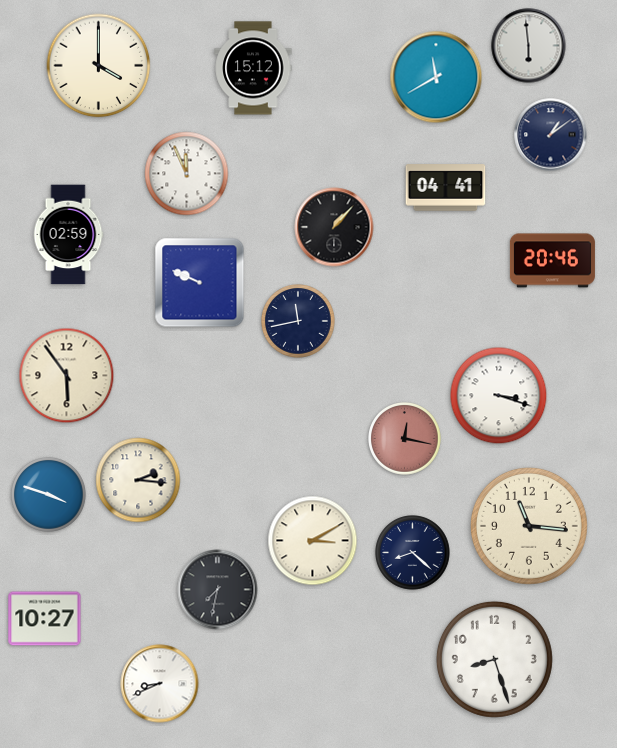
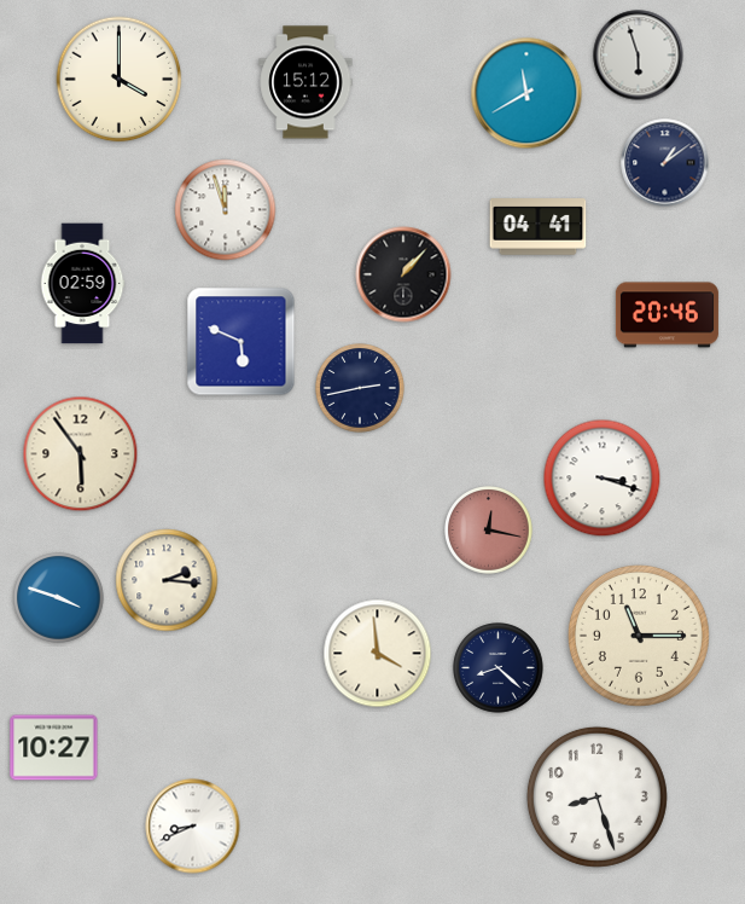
clock at (529, 46): 5:59 -> 5:57
clock at (187, 174): 11:56 -> 11:57
clock at (200, 283): 9:49 -> 5:49
clock at (298, 321): 11:43 -> 2:43
clock at (529, 526): 11:16 -> 11:15
clock at (313, 541): 3:10 -> 3:59
clock at (218, 590): 7:32 -> none
